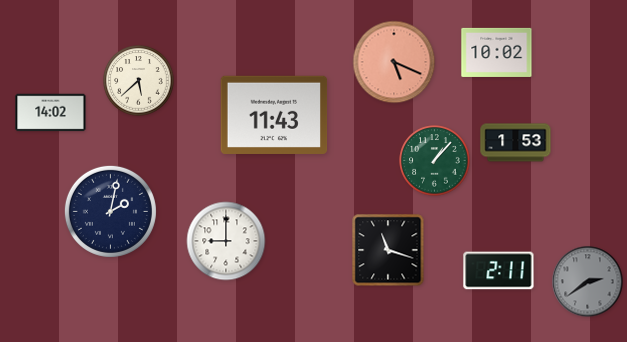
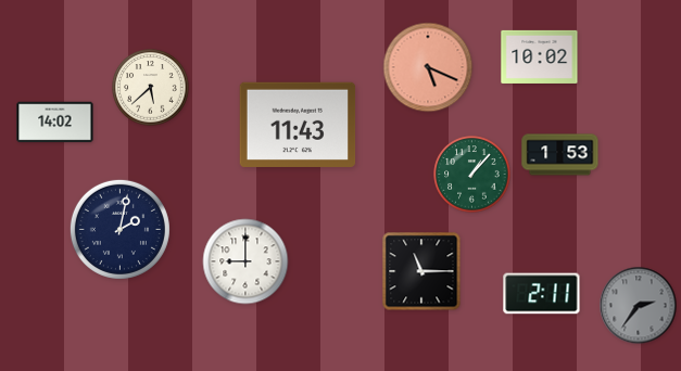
clock at (388, 250): 11:18 -> 11:15
clock at (588, 282): 2:39 -> 2:36
